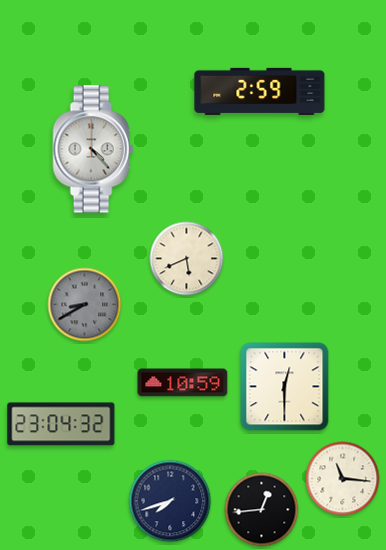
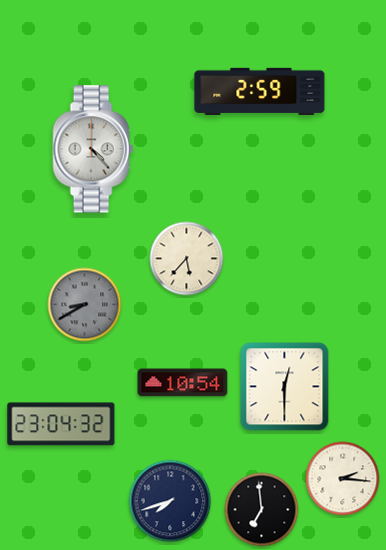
clock at (187, 259): 5:41 -> 5:37
clock at (183, 383): 10:59 -> 10:54
clock at (343, 479): 11:16 -> 2:16
clock at (262, 510): 12:44 -> 6:59
